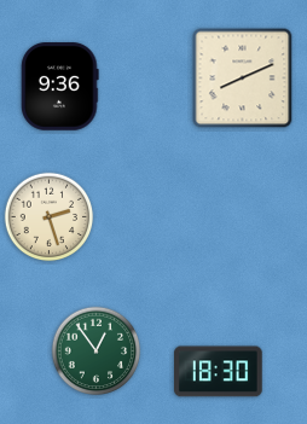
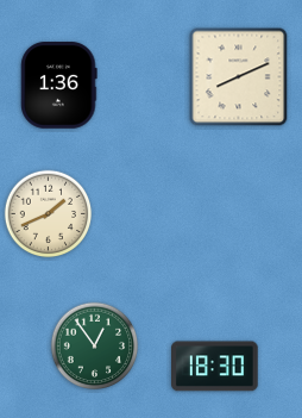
clock at (60, 87): 9:36 -> 1:36
clock at (50, 217): 2:27 -> 1:41
